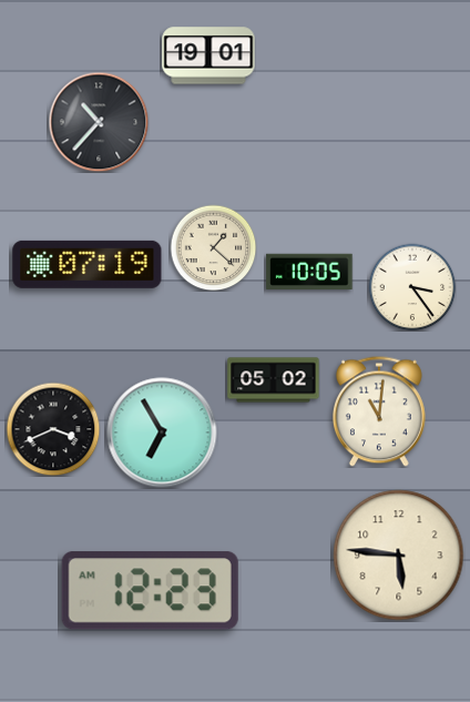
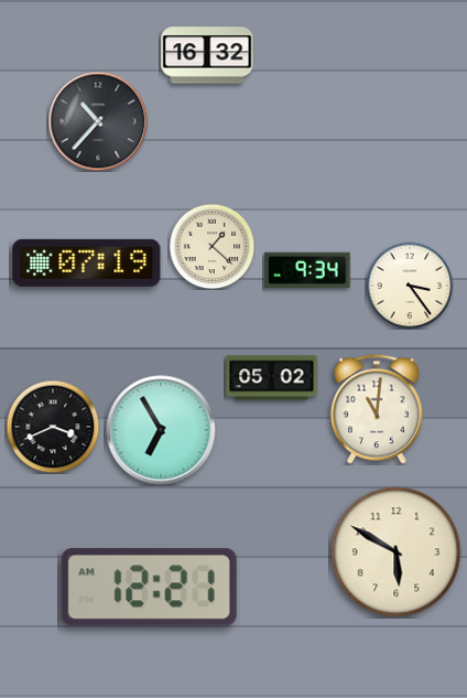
clock at (208, 55): 19:01 -> 16:32
clock at (309, 271): 10:05 -> 9:34
clock at (399, 556): 5:46 -> 5:50
clock at (150, 591): 12:23 -> 12:21
